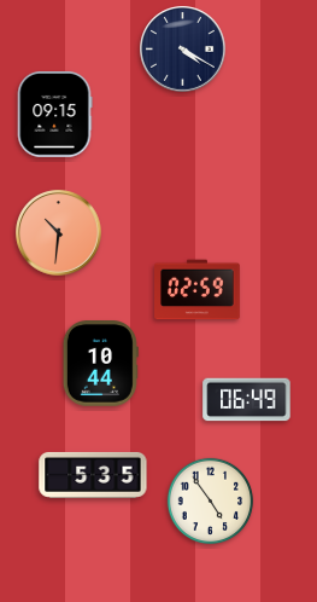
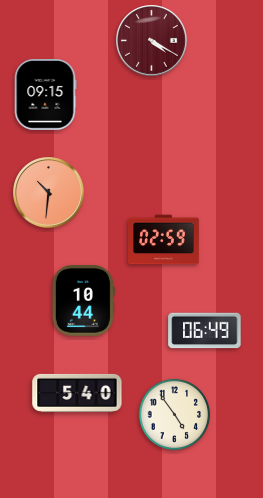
clock at (183, 50) dial: navy -> burgundy
clock at (93, 475): 5:35 -> 5:40
